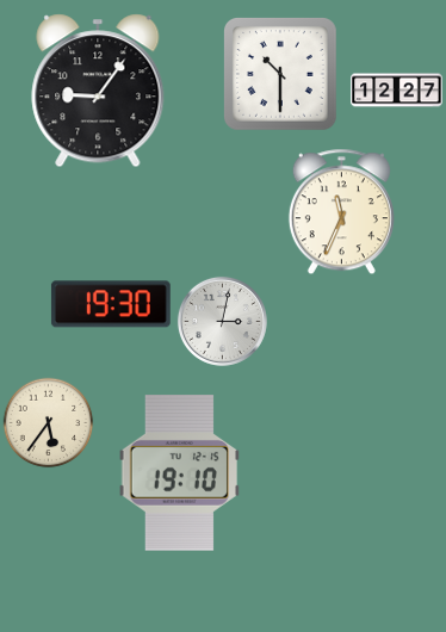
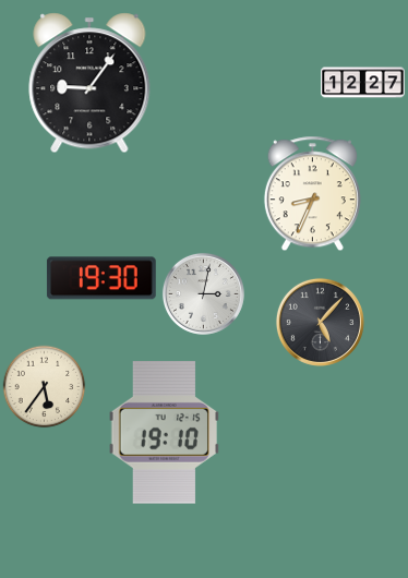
clock at (281, 75): 10:30 -> none
clock at (341, 212): 11:34 -> 8:34
clock at (320, 322): none -> 5:07
